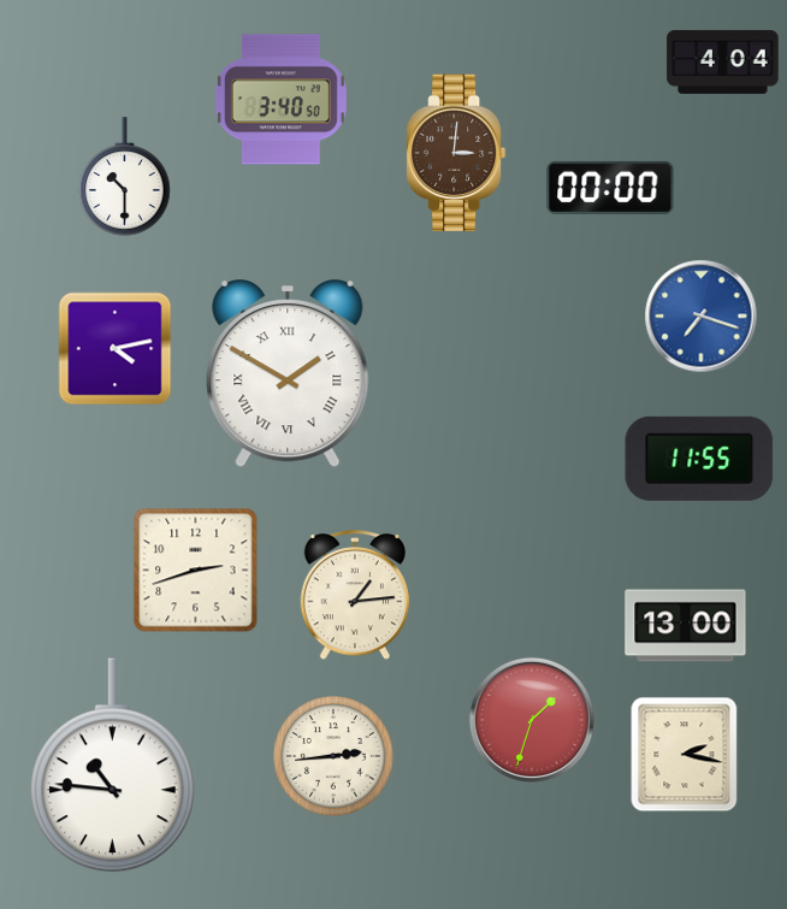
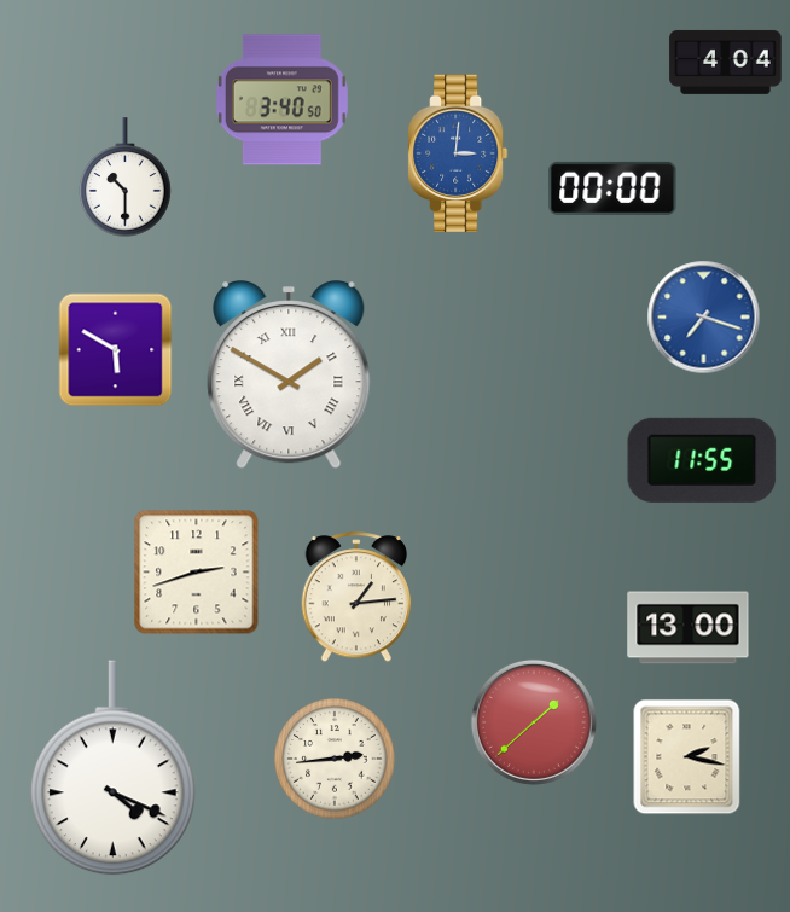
clock at (457, 152) dial: brown -> blue
clock at (114, 348): 4:13 -> 5:50
clock at (532, 720): 1:33 -> 1:38
clock at (112, 766): 10:46 -> 4:19
